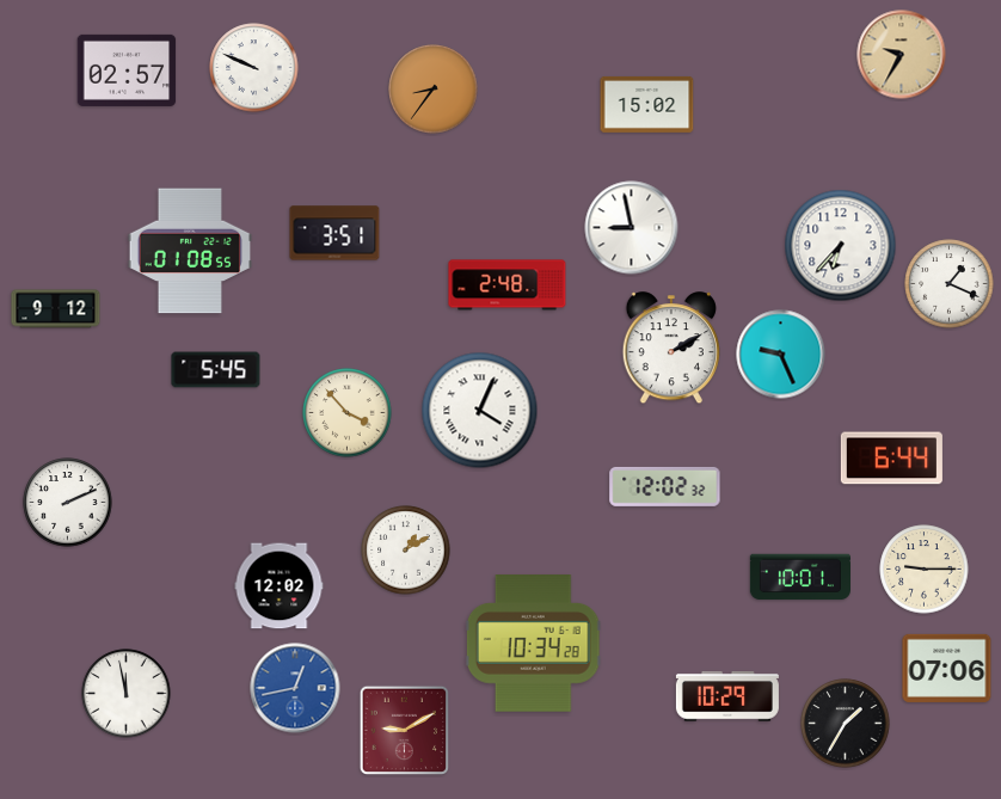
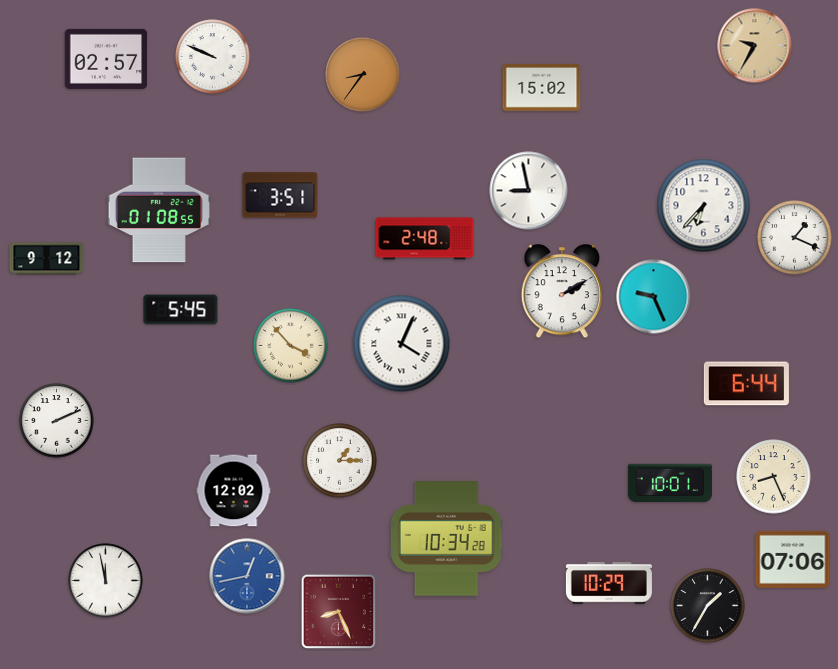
clock at (665, 486): 12:02 -> none
clock at (406, 551): 1:10 -> 1:15
clock at (925, 570): 9:15 -> 8:26
clock at (404, 730): 9:10 -> 8:26
